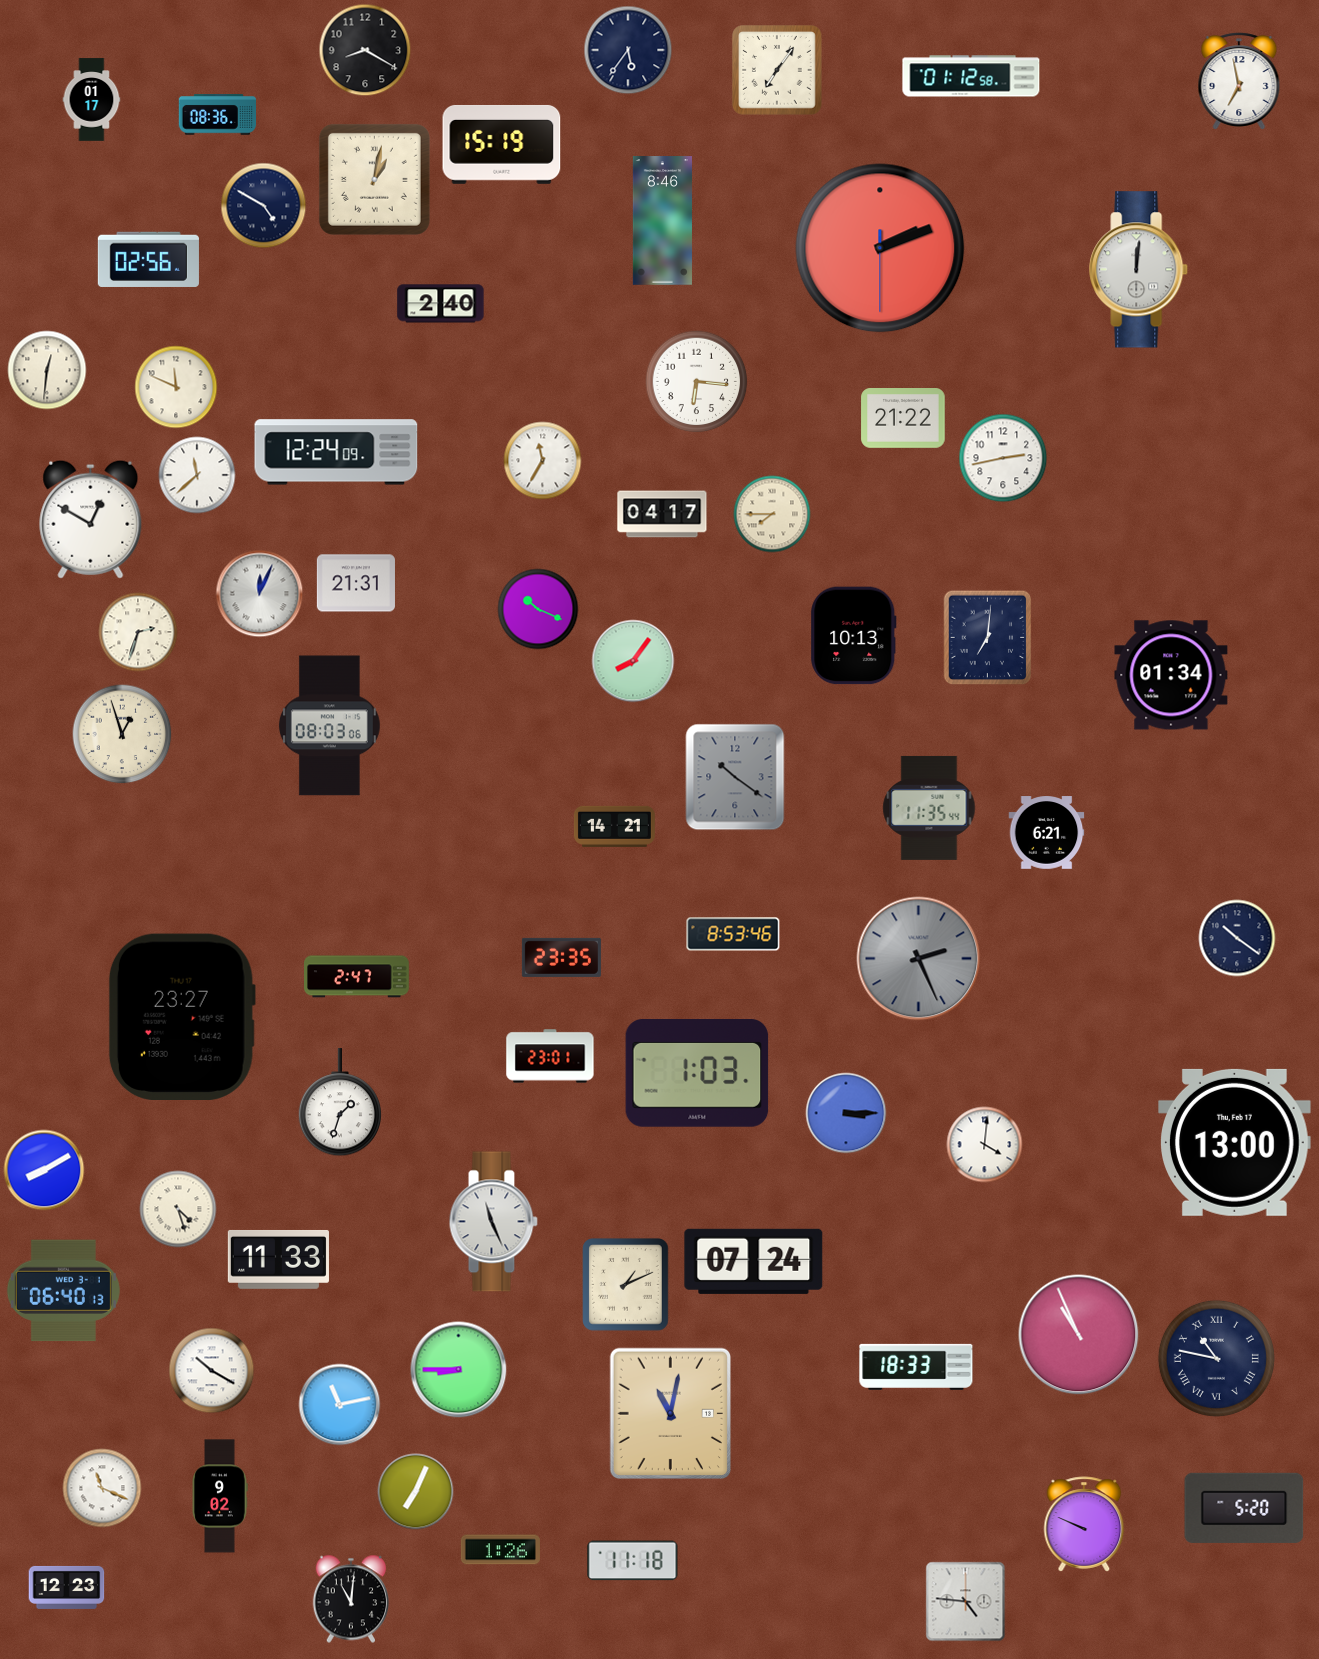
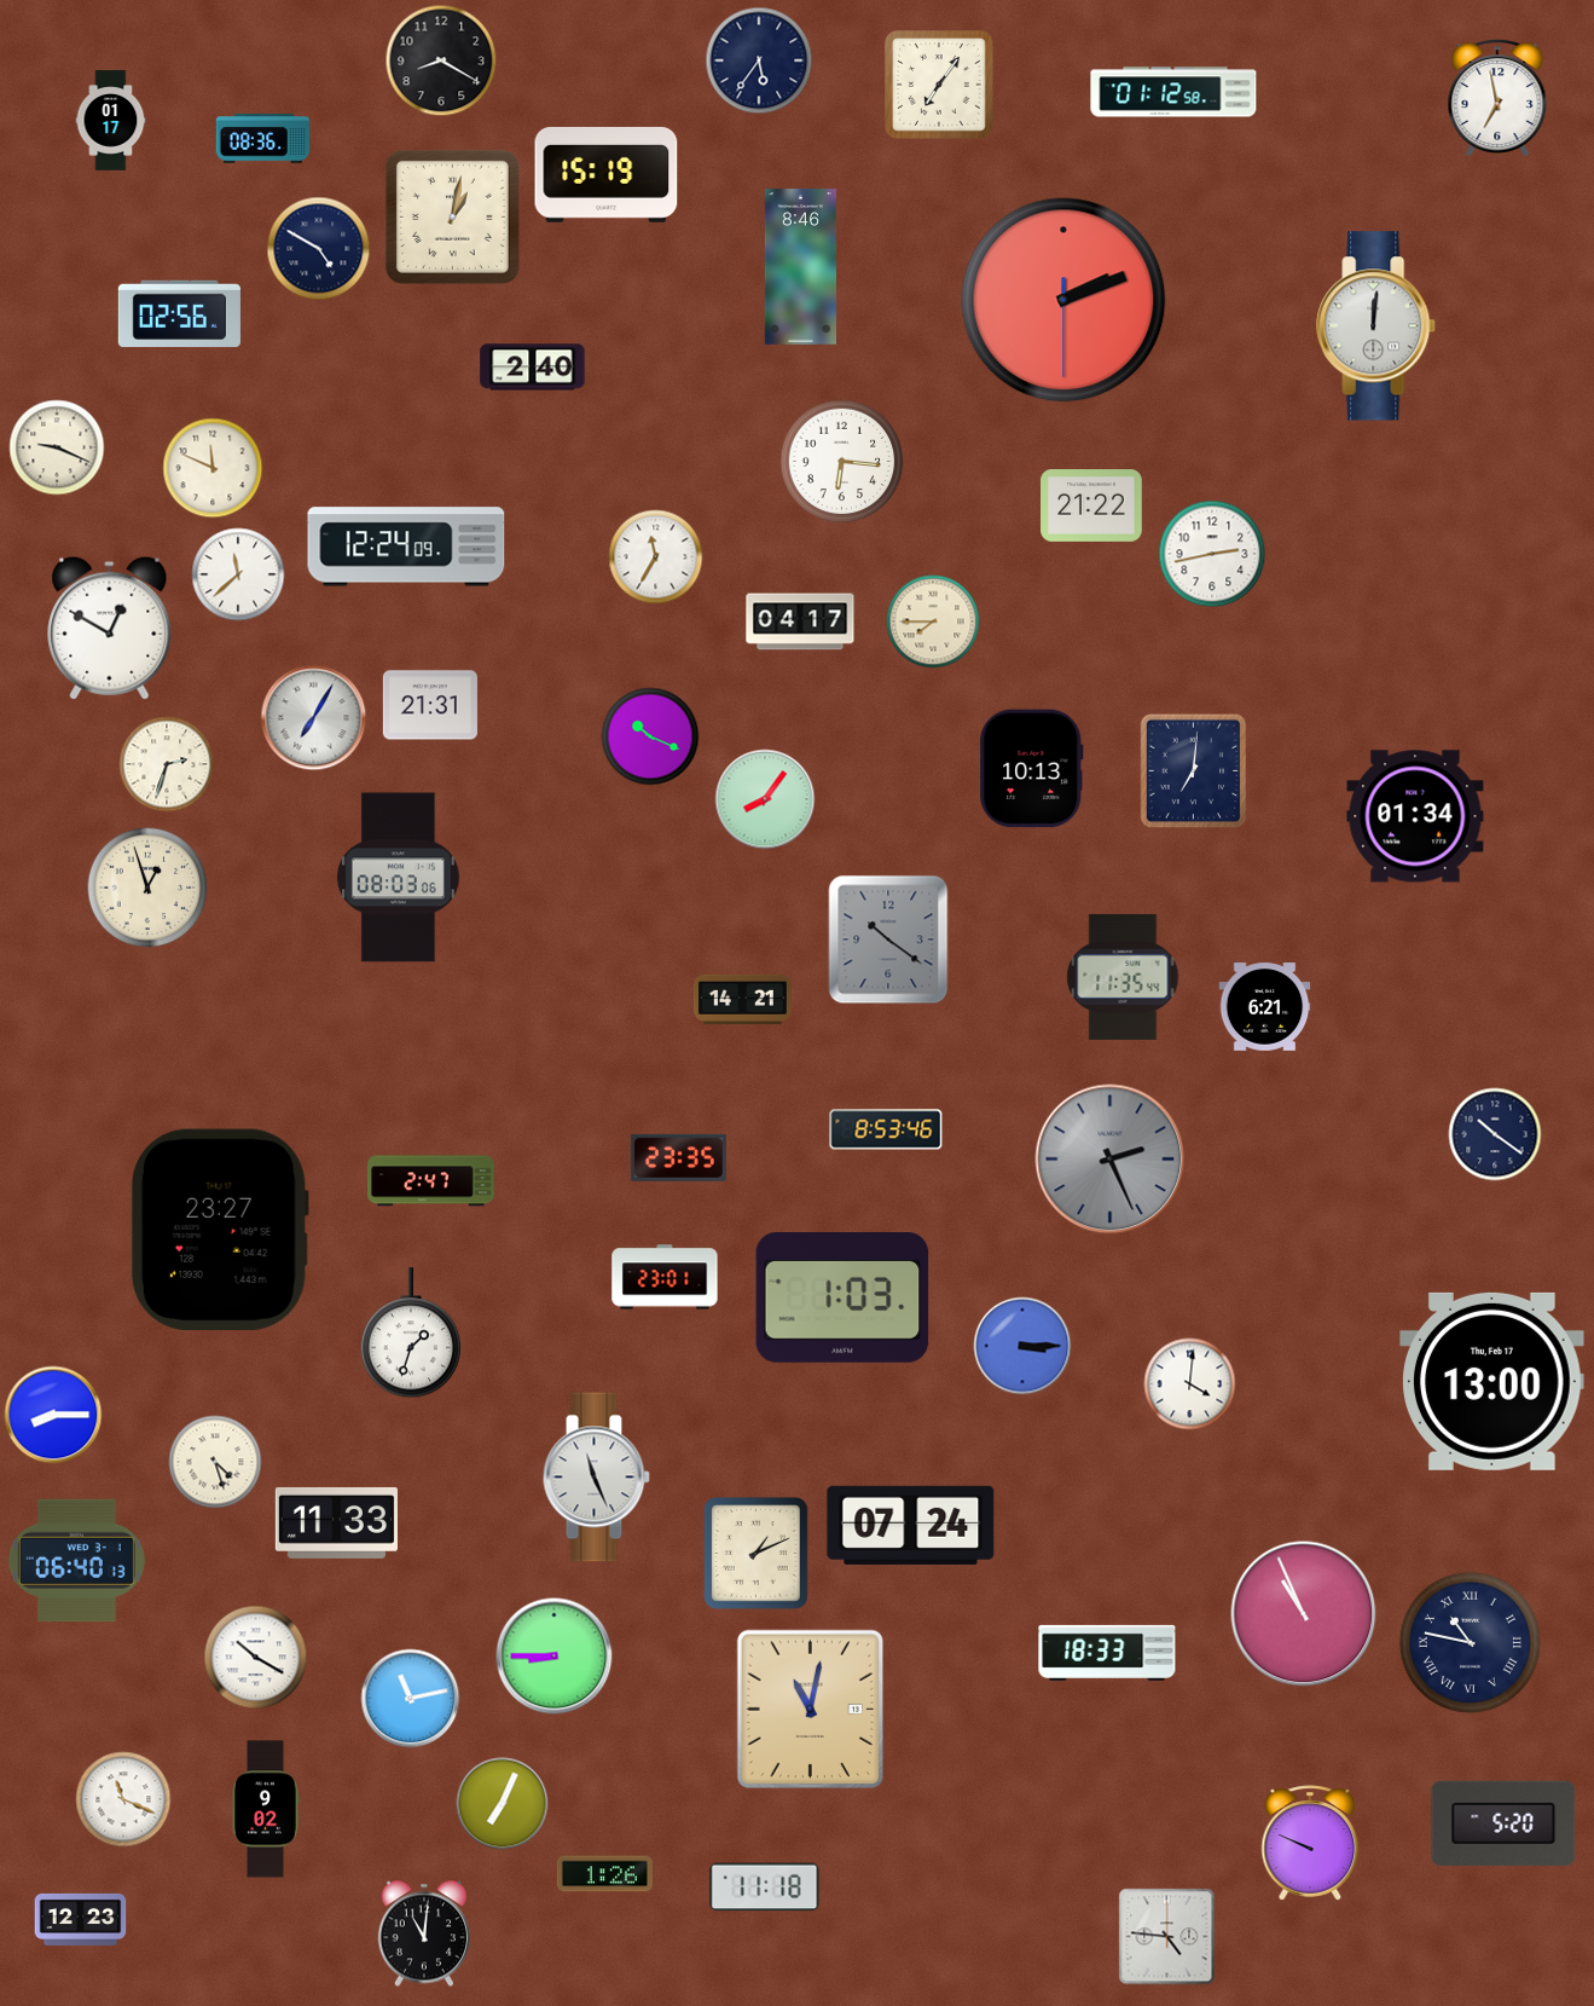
clock at (47, 370): 12:31 -> 9:19
clock at (260, 594): 12:04 -> 7:05
clock at (44, 1170): 8:10 -> 8:15
